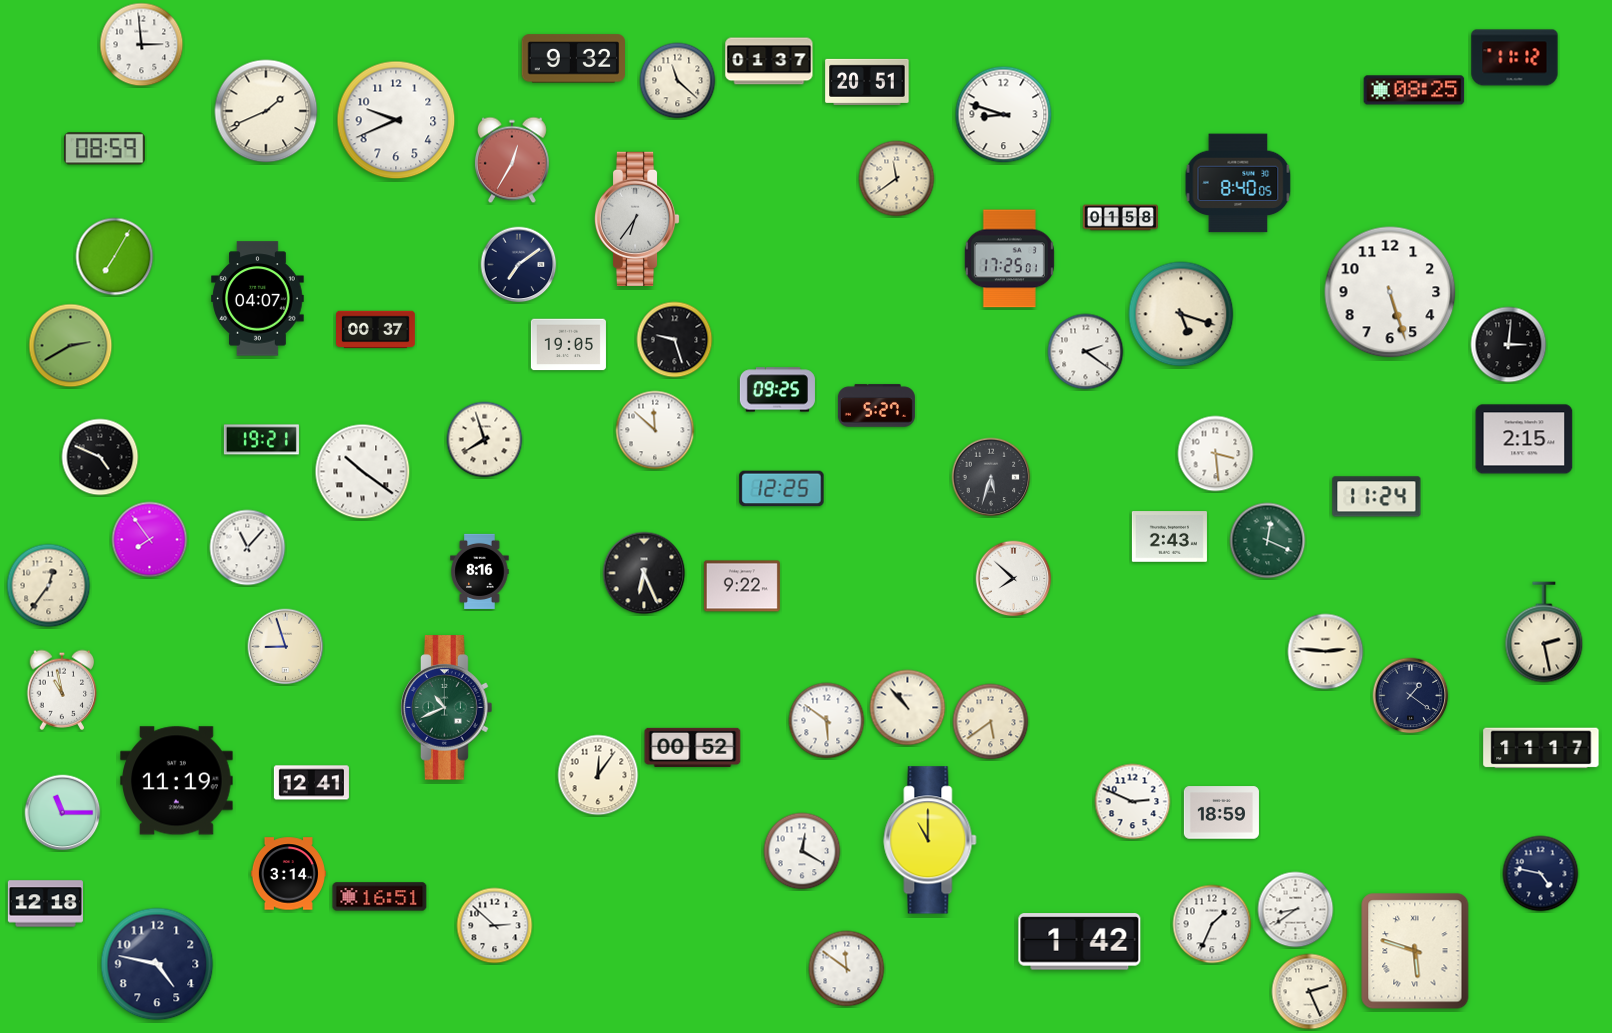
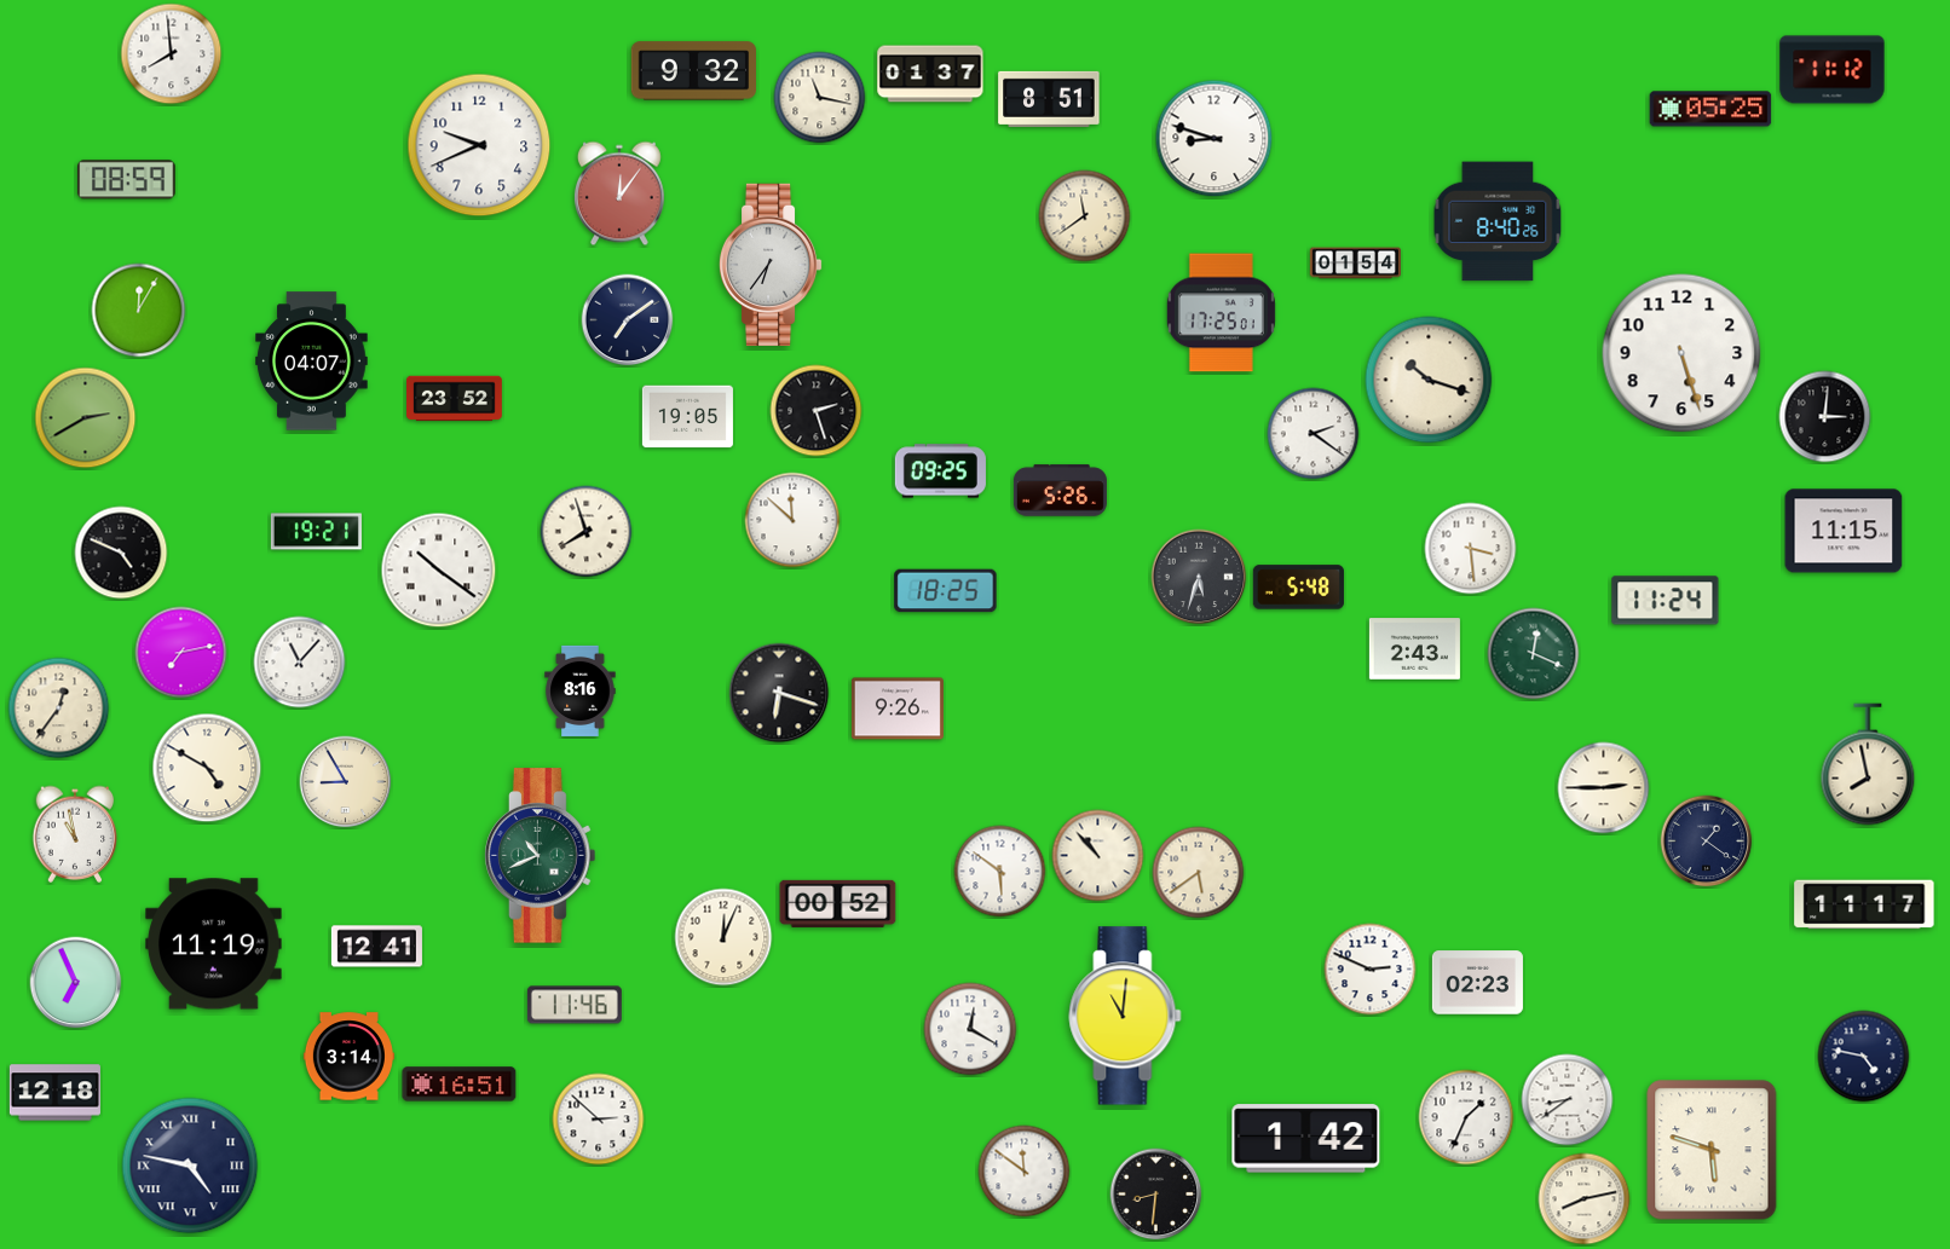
clock at (142, 45): 2:59 -> 7:59
clock at (678, 81): 11:22 -> 11:17
clock at (867, 82): 20:51 -> 8:51
clock at (1414, 90): 08:25 -> 05:25
clock at (266, 111): 1:41 -> none
clock at (512, 160): 12:35 -> 12:06
clock at (1238, 183): 8:40:05 -> 8:40:26
clock at (1120, 218): 01:58 -> 01:54
clock at (115, 257): 7:05 -> 12:05
clock at (1181, 314): 5:18 -> 10:18
clock at (376, 330): 00:37 -> 23:52
clock at (675, 340): 9:27 -> 2:27
clock at (1086, 352) position: (1086, 352) -> (1314, 434)
clock at (876, 406): 5:27 -> 5:26
clock at (1524, 439): 2:15 -> 11:15
clock at (1298, 588): none -> 5:48
clock at (782, 489): 12:25 -> 18:25
clock at (150, 540): 7:54 -> 7:13
clock at (644, 573): 6:26 -> 6:18
clock at (1014, 579): 7:52 -> none
clock at (742, 586): 9:22 -> 9:26
clock at (1544, 632): 2:28 -> 7:58
clock at (207, 768): none -> 4:50
clock at (286, 647): 8:57 -> 8:55
clock at (1326, 652): 2:46 -> 2:45
clock at (598, 775): 12:06 -> 12:04
clock at (63, 813): 11:15 -> 6:56
clock at (1221, 813): 18:59 -> 02:23
clock at (575, 1005): none -> 11:46
clock at (930, 840): 11:00 -> 11:01
clock at (157, 964) numerals: Arabic -> Roman
clock at (1156, 1195): none -> 8:31
clock at (1310, 992): 2:26 -> 8:13
